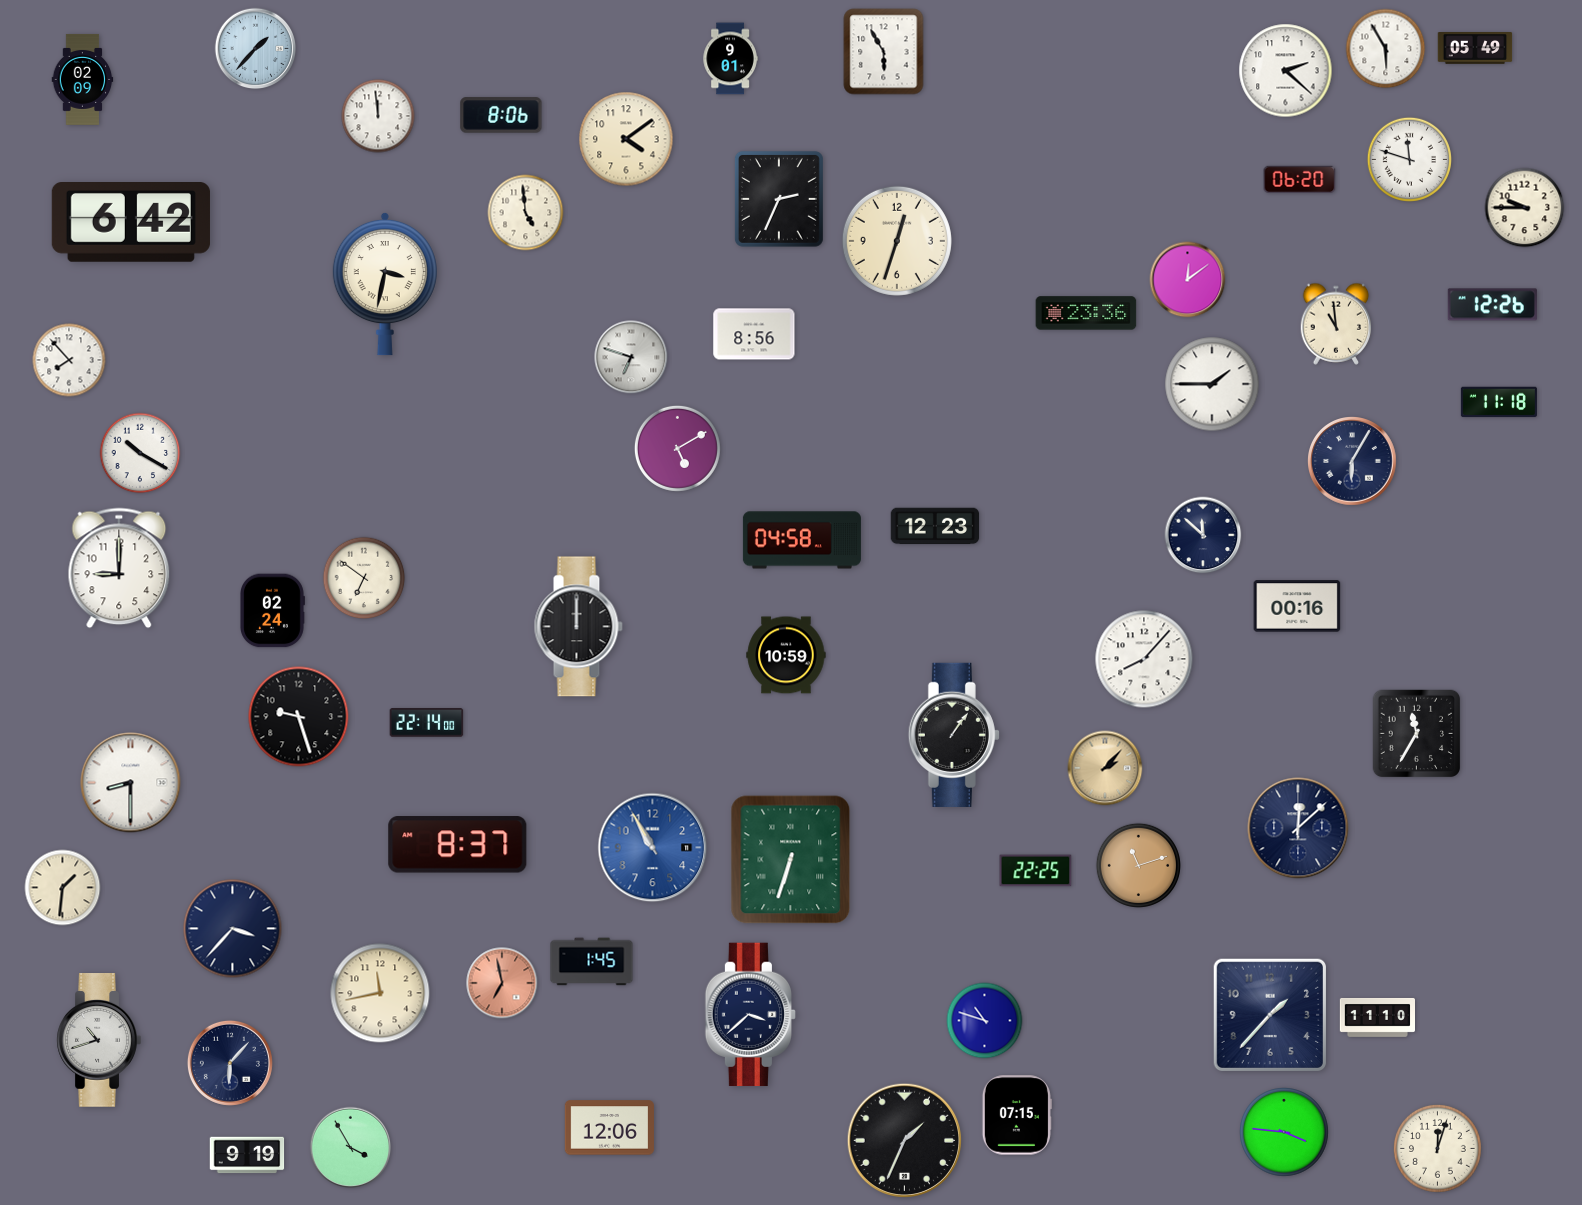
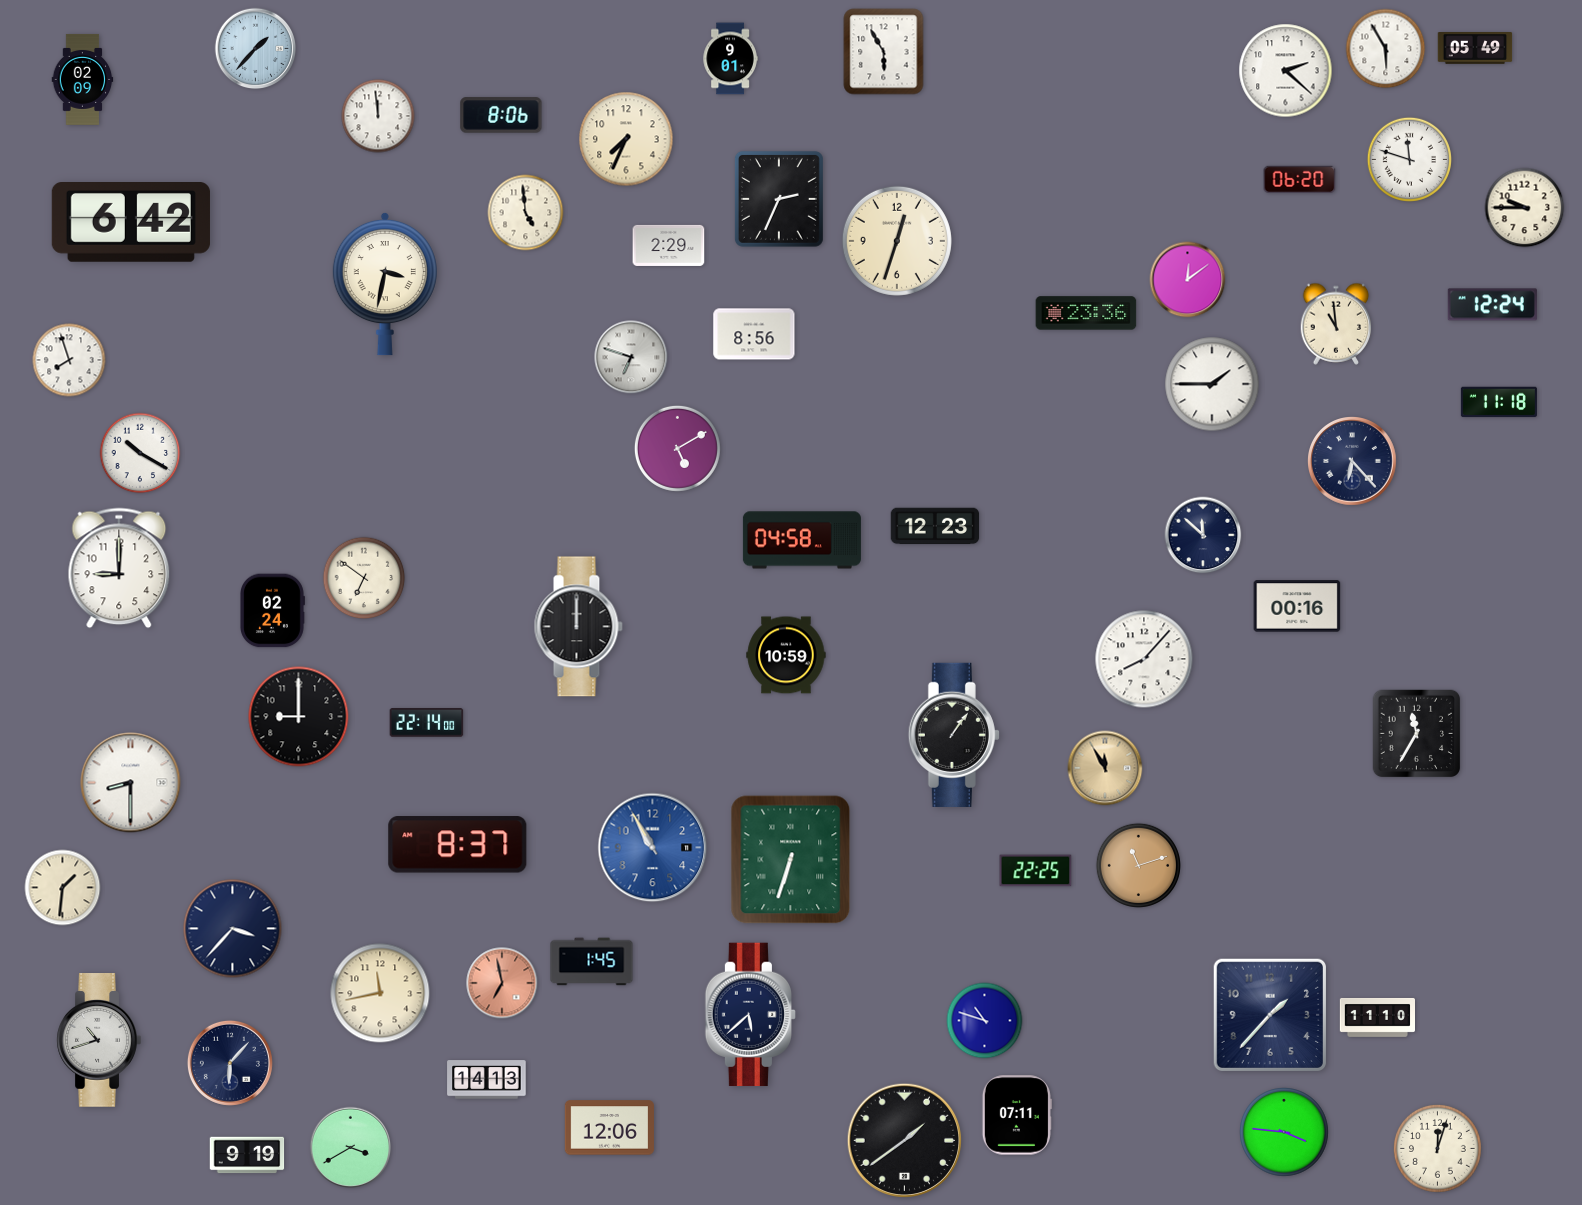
clock at (626, 139): 4:09 -> 7:34
clock at (669, 245): none -> 2:29
clock at (1492, 305): 12:26 -> 12:24
clock at (69, 360): 7:53 -> 7:57
clock at (1352, 461): 6:05 -> 6:23
clock at (299, 717): 9:27 -> 9:00
clock at (1105, 768): 2:07 -> 11:55
clock at (1298, 828): 12:08 -> none
clock at (751, 1015): 3:38 -> 5:38
clock at (487, 1080): none -> 14:13
clock at (1017, 1115): 07:15 -> 07:11
clock at (904, 1140): 1:34 -> 1:39
clock at (351, 1148): 3:55 -> 3:40
